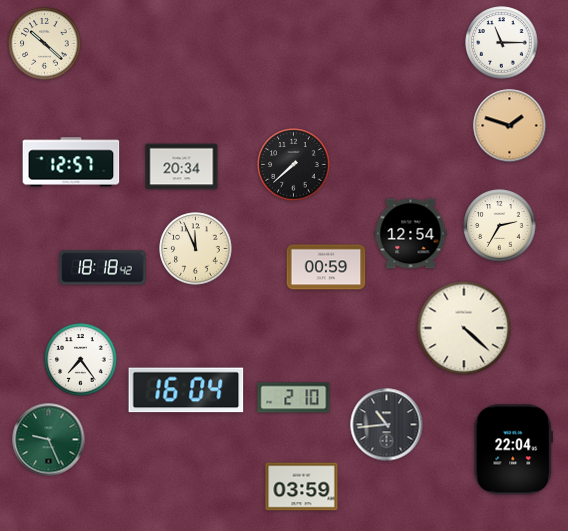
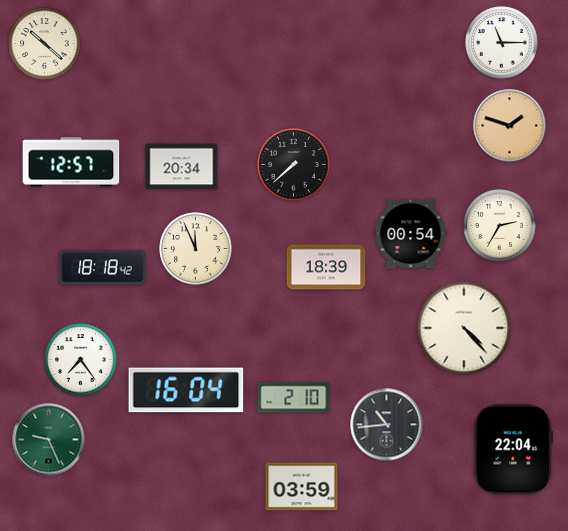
clock at (411, 234): 12:54 -> 00:54
clock at (326, 267): 00:59 -> 18:39
clock at (464, 328): 4:22 -> 4:23
